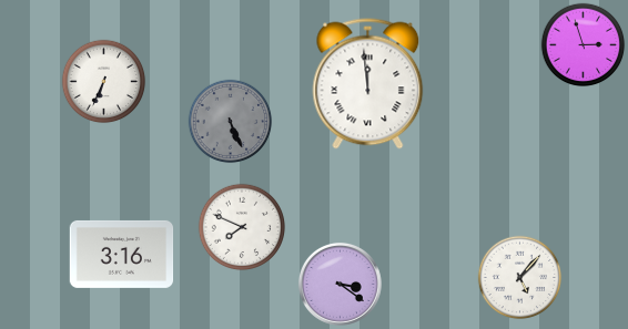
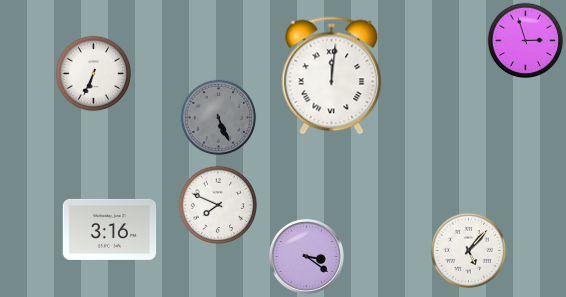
clock at (368, 84): 11:59 -> 12:01
clock at (231, 122) position: (231, 122) -> (219, 118)
